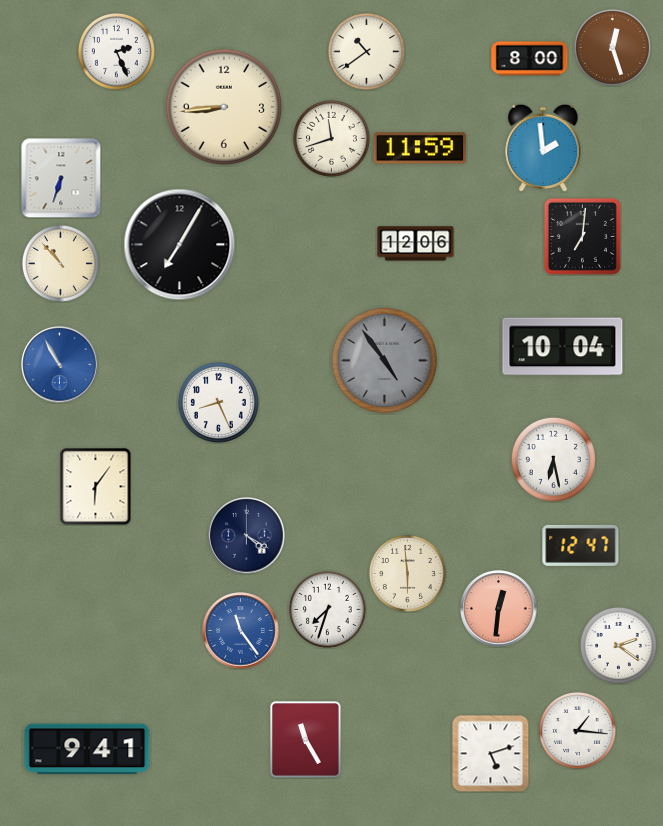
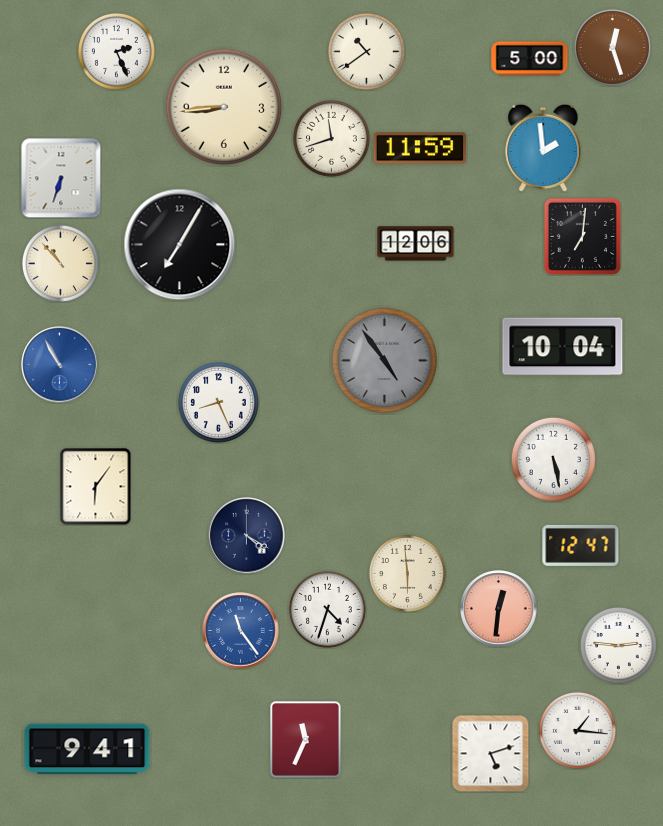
clock at (530, 59): 8:00 -> 5:00
clock at (553, 459): 6:28 -> 5:28
clock at (327, 609): 7:33 -> 4:33
clock at (618, 645): 2:21 -> 2:46
clock at (306, 740): 11:25 -> 11:34
